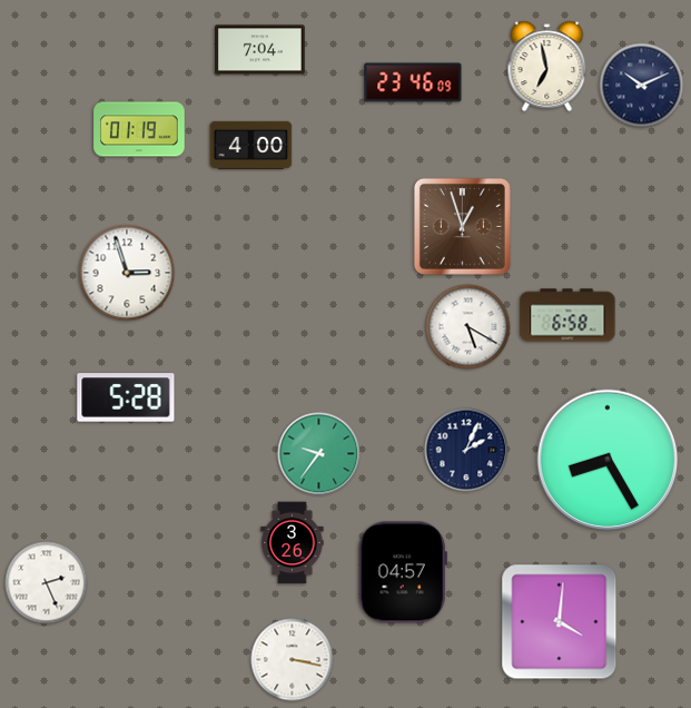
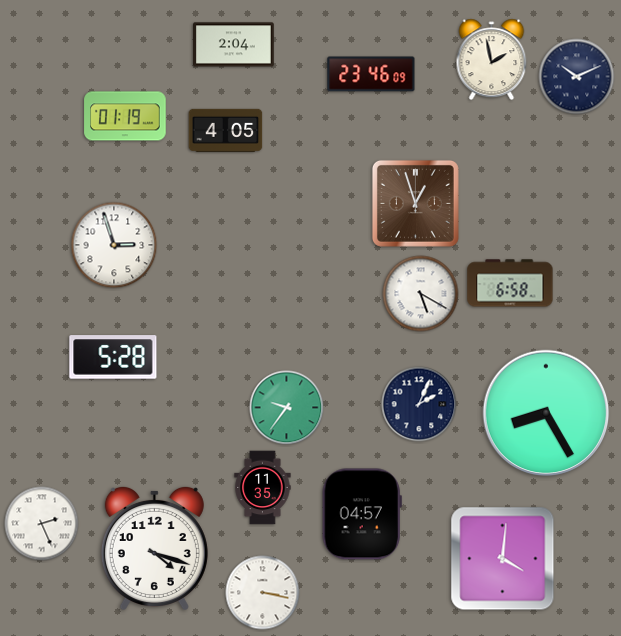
clock at (260, 50): 7:04 -> 2:04
clock at (547, 67): 6:58 -> 1:58
clock at (251, 145): 4:00 -> 4:05
clock at (293, 543): 3:26 -> 11:35
clock at (154, 547): none -> 4:18
